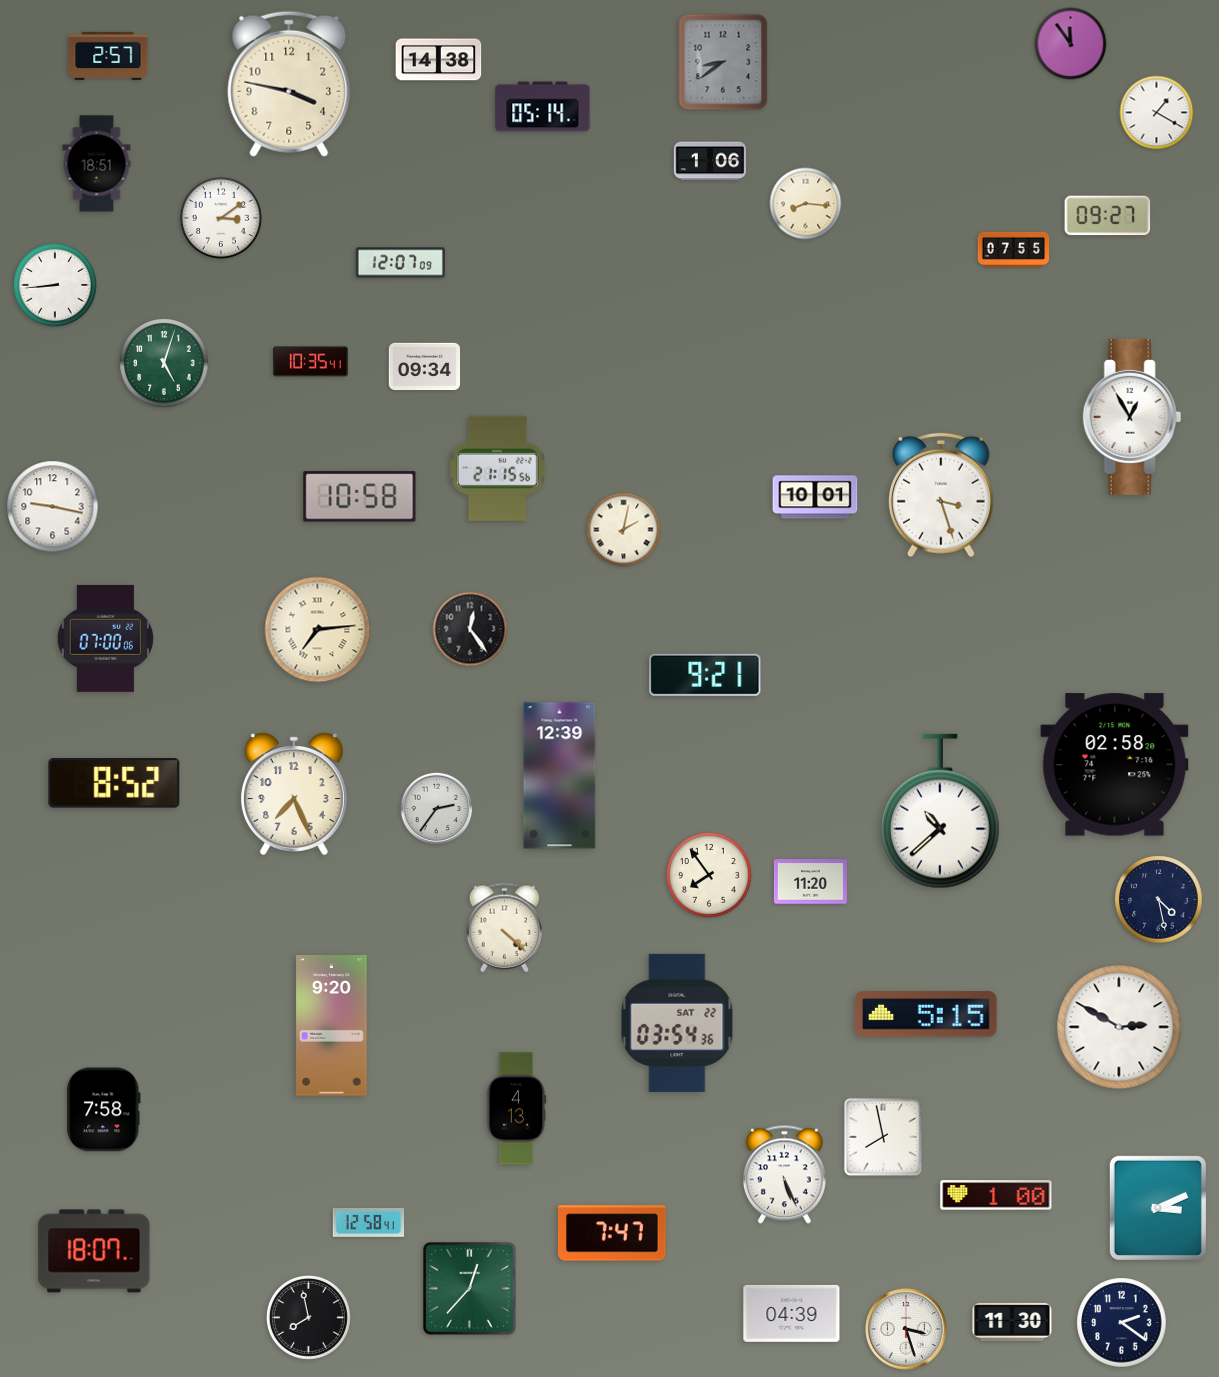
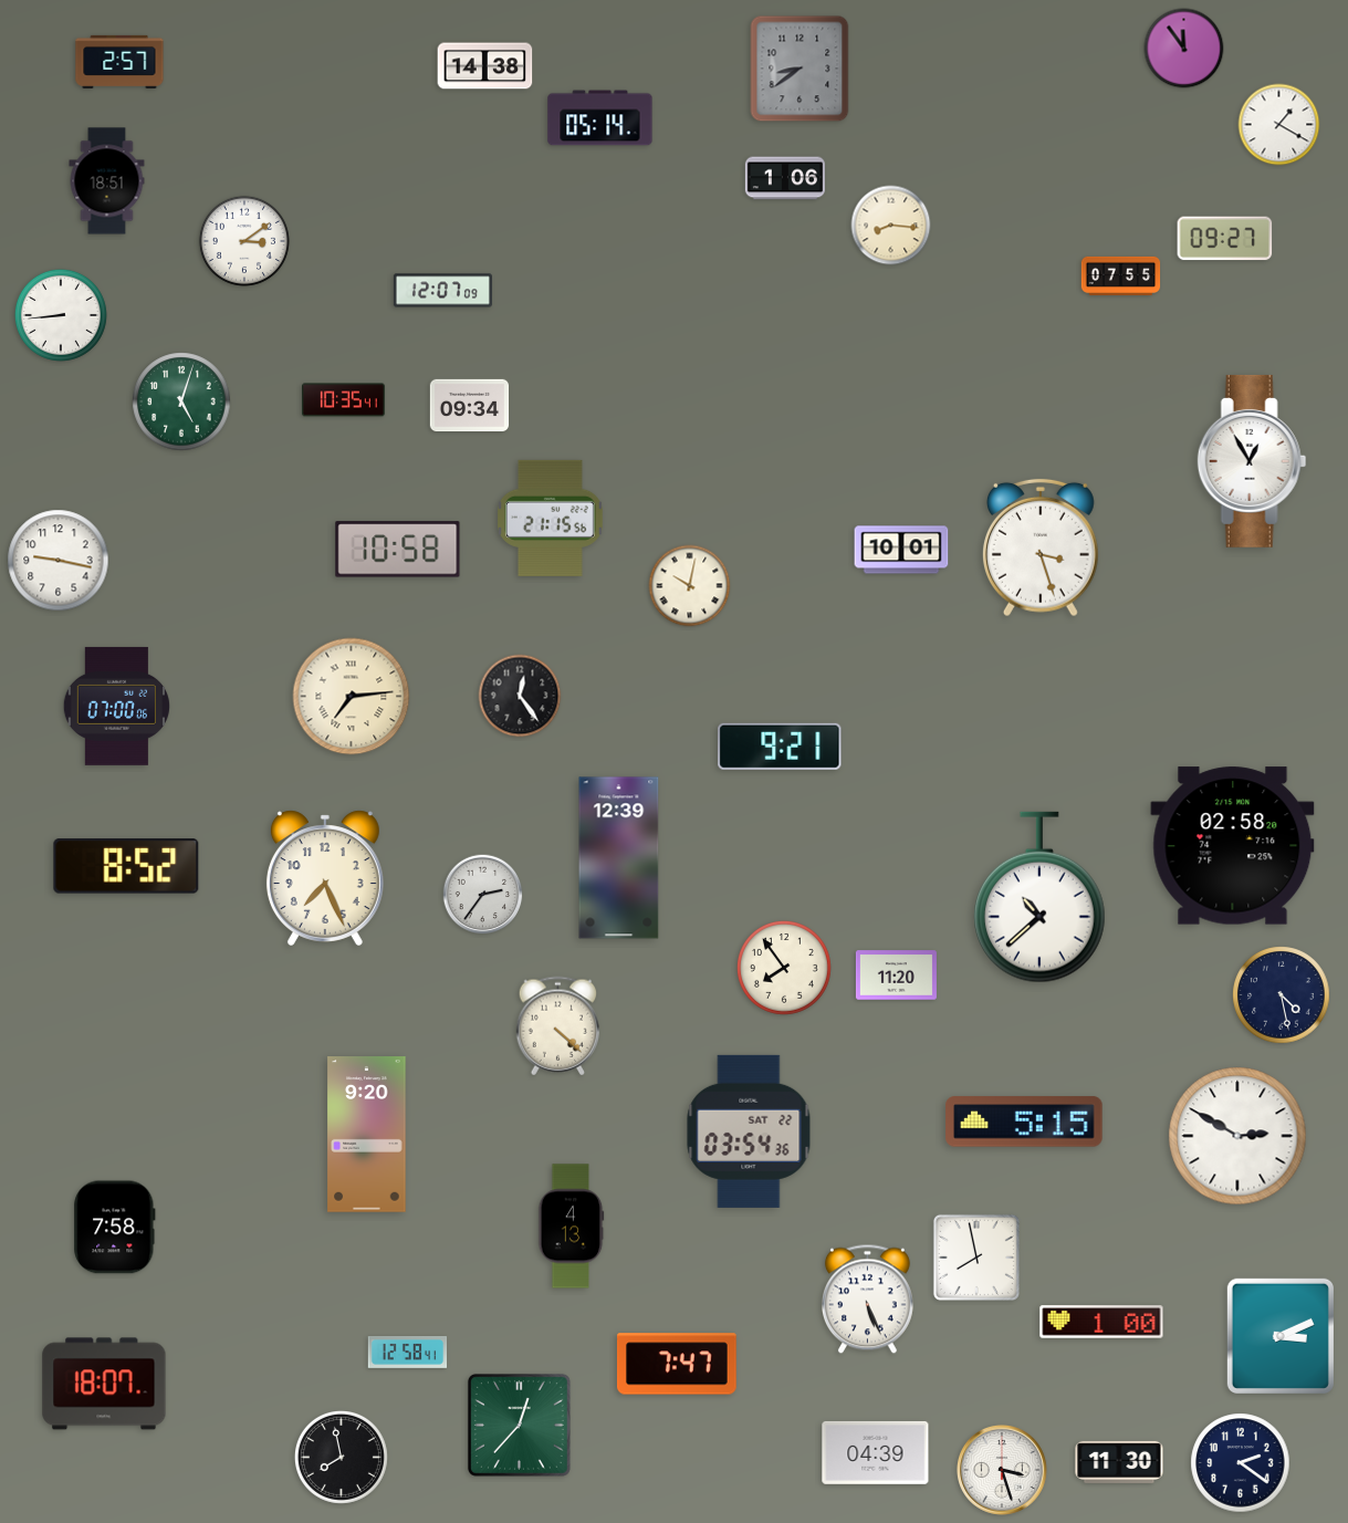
clock at (289, 84): 3:47 -> none
clock at (624, 530): 2:02 -> 10:02
